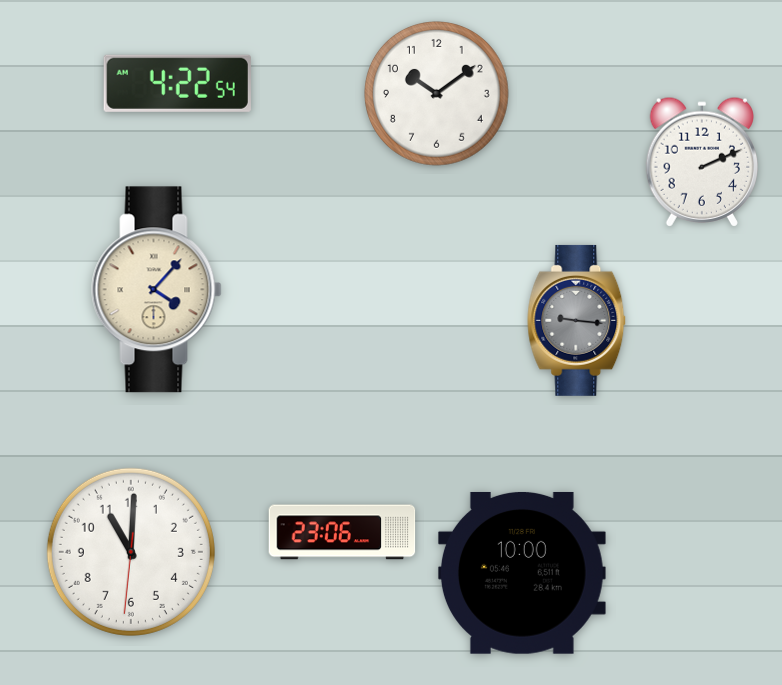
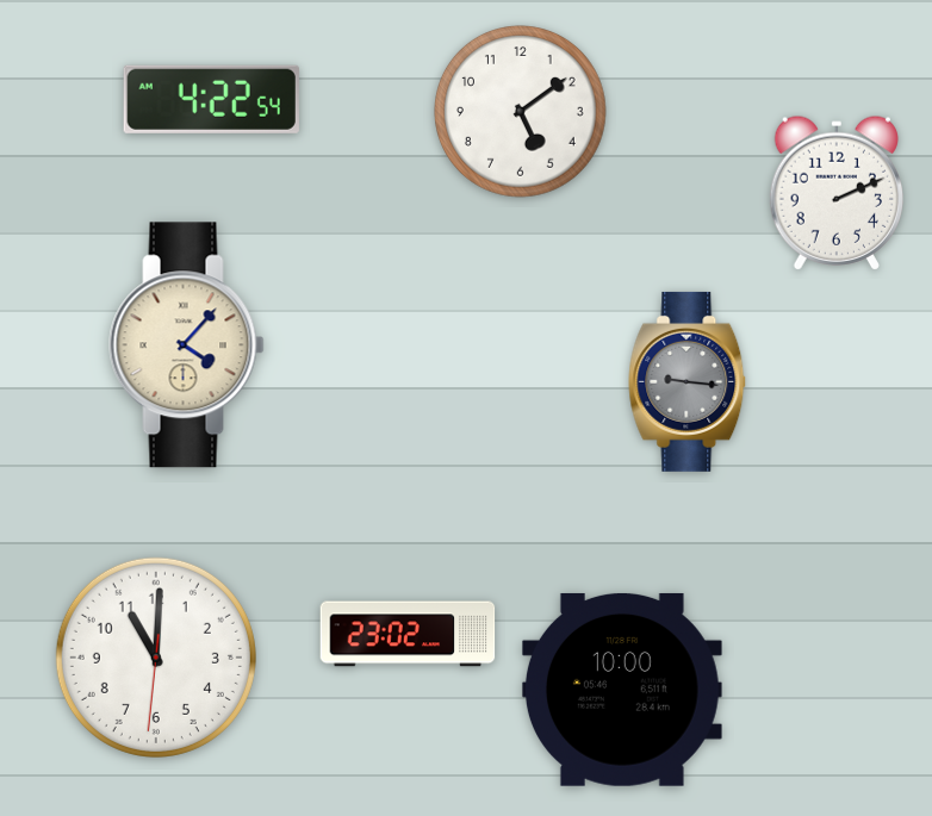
clock at (437, 94): 10:09 -> 5:09
clock at (342, 532): 23:06 -> 23:02
clock at (522, 573) position: (522, 573) -> (622, 690)
